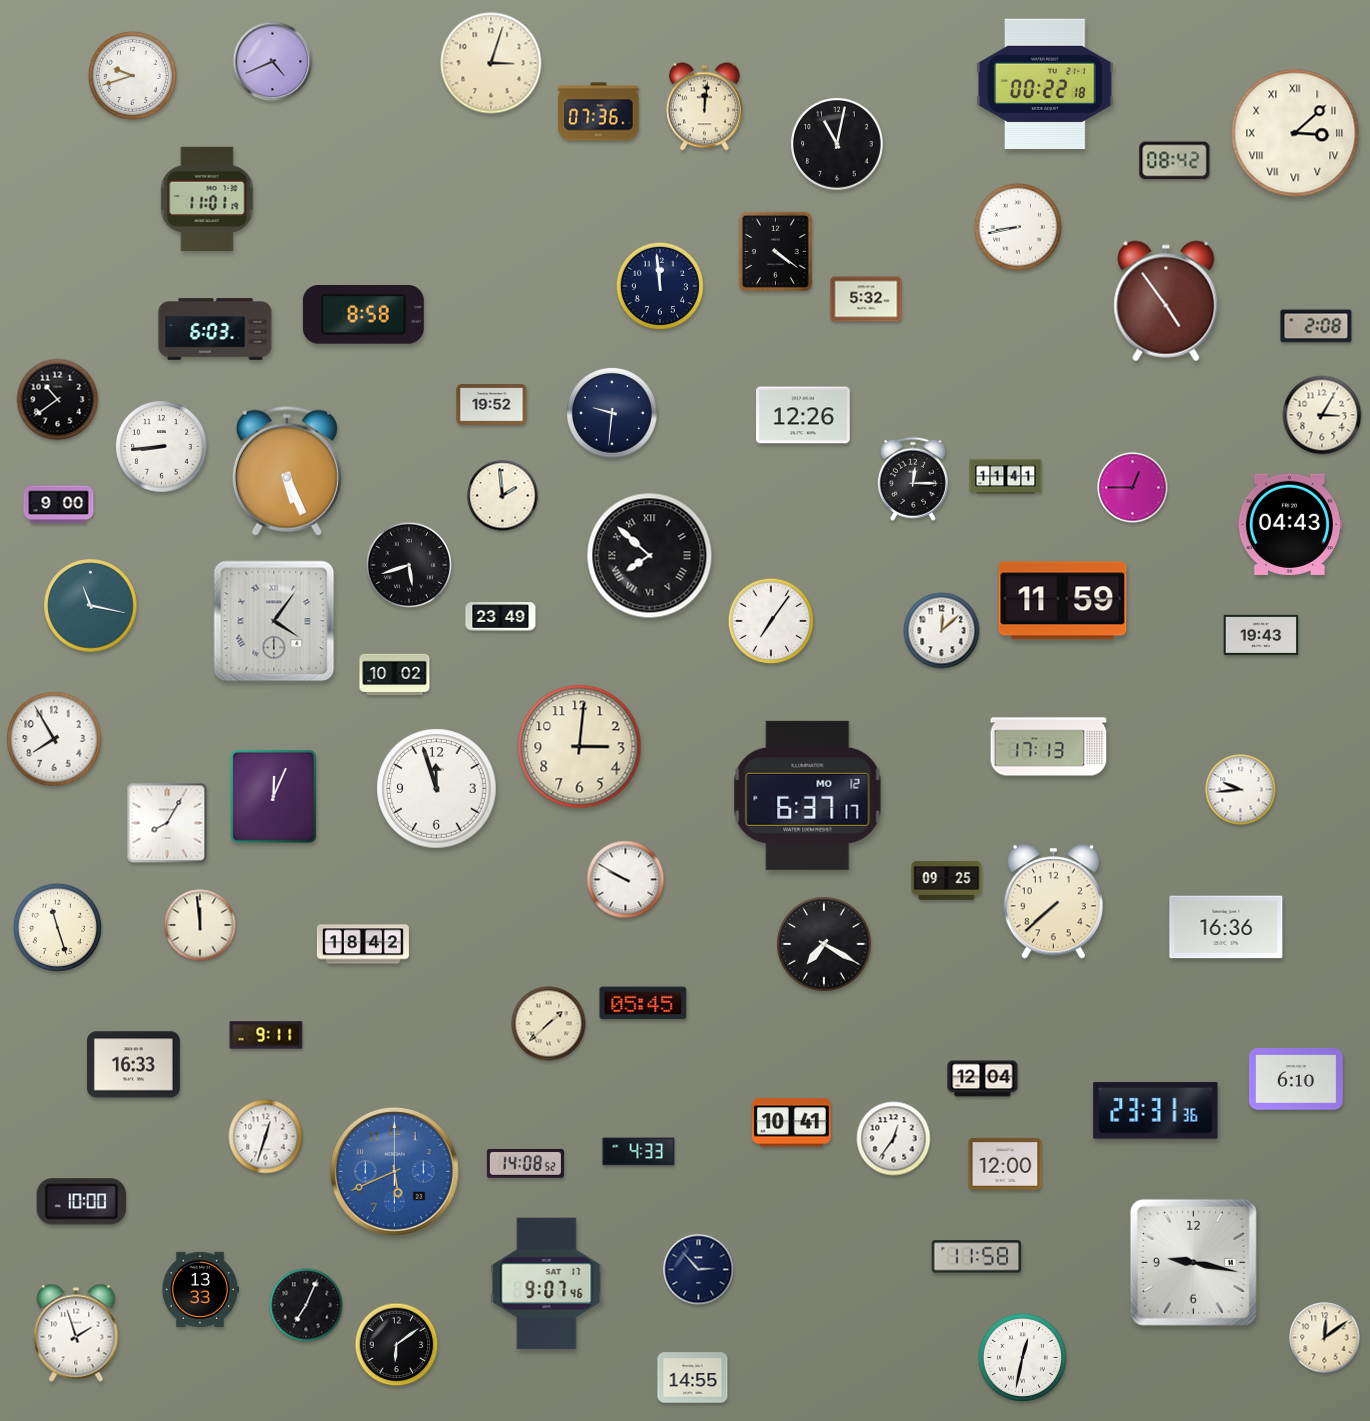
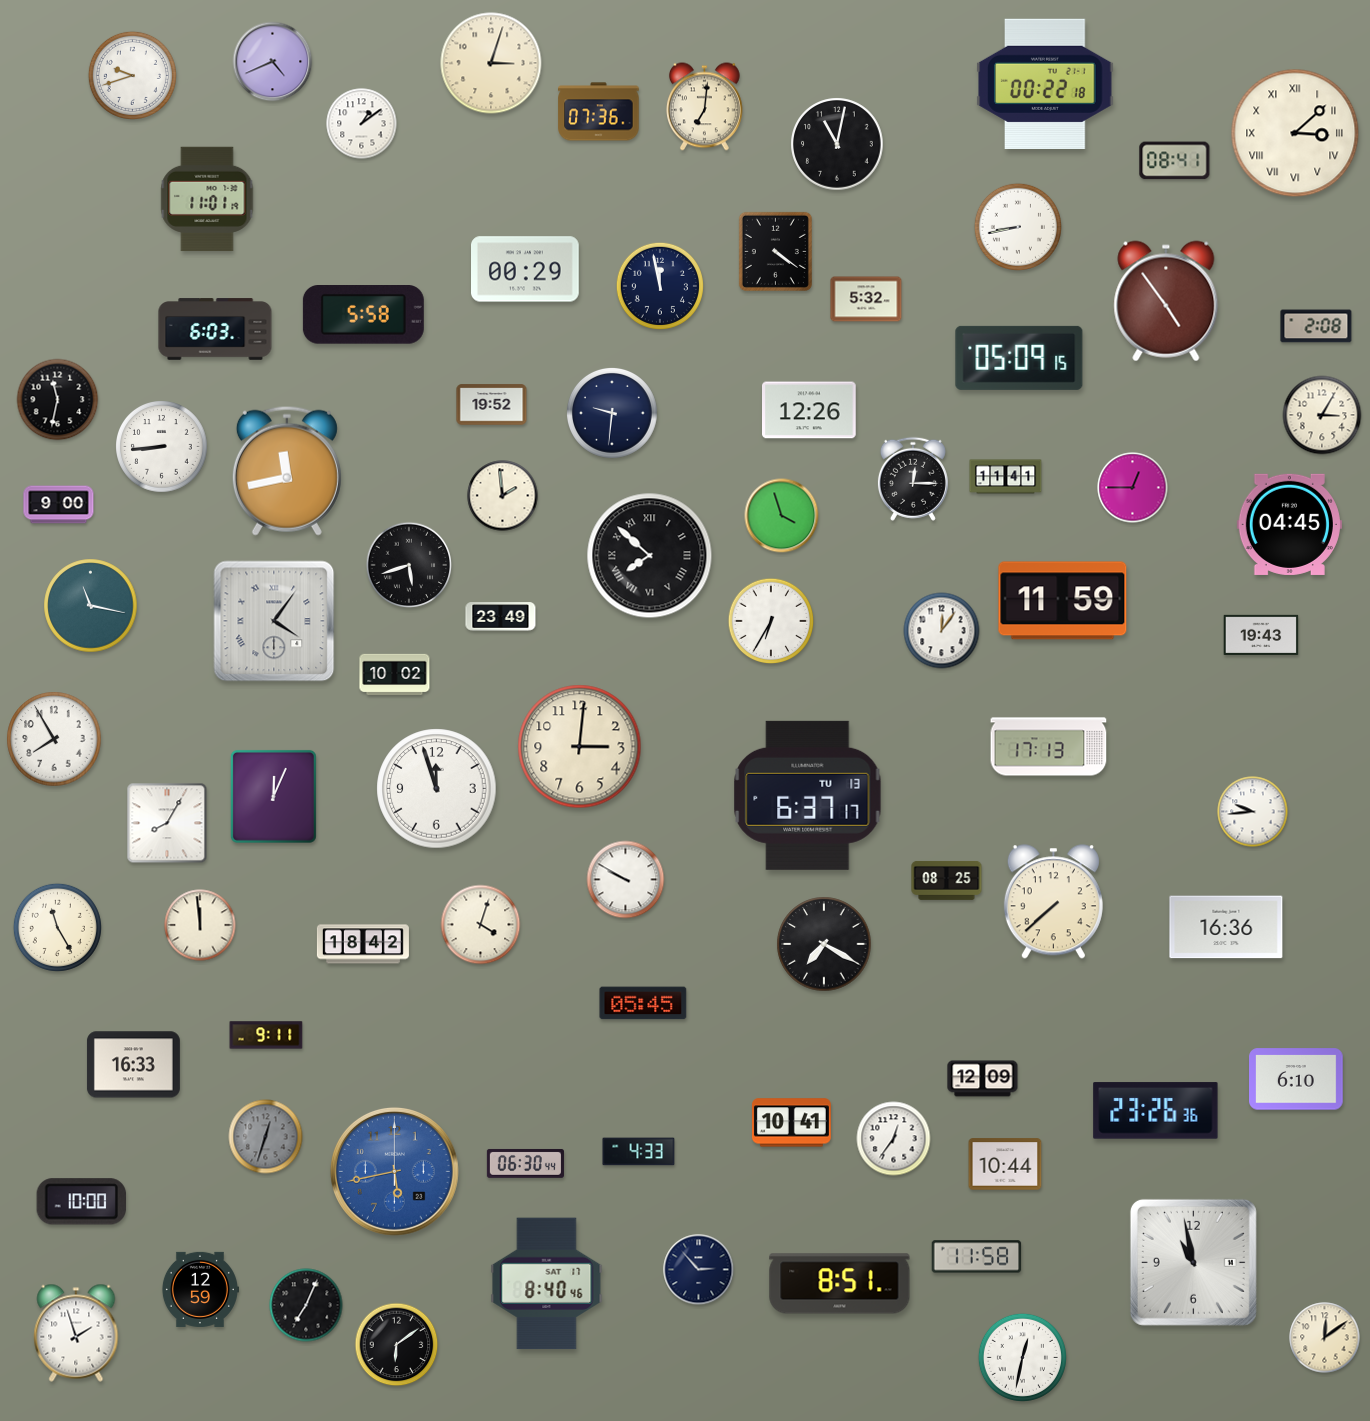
clock at (704, 107): 12:01 -> 7:01
clock at (362, 124): none -> 1:09
clock at (1175, 161): 08:42 -> 08:41
clock at (526, 269): none -> 00:29
clock at (660, 286): 11:59 -> 11:58
clock at (363, 315): 8:58 -> 5:58
clock at (1019, 358): none -> 05:09
clock at (58, 400): 10:39 -> 11:32
clock at (804, 415) position: (804, 415) -> (810, 410)
clock at (287, 471): 5:26 -> 11:43
clock at (782, 516): none -> 3:57
clock at (1289, 524): 04:43 -> 04:45
clock at (771, 621): 7:06 -> 6:35
clock at (942, 631): 12:08 -> 12:06
clock at (1241, 790) position: (1241, 790) -> (1253, 812)
clock at (808, 795) date: MO 12 -> TU 13
clock at (947, 880): 09:25 -> 08:25
clock at (481, 925): none -> 4:03
clock at (57, 927): 11:27 -> 11:25
clock at (549, 1024): 1:38 -> none
clock at (983, 1079): 12:04 -> 12:09
clock at (1156, 1111): 23:31 -> 23:26
clock at (266, 1137) dial: white -> grey
clock at (525, 1164): 14:08 -> 06:30
clock at (1005, 1164): 12:00 -> 10:44
clock at (394, 1171): 5:41 -> 5:43
clock at (1193, 1262): 9:17 -> 10:58
clock at (547, 1284): 9:07 -> 8:40
clock at (840, 1284): none -> 8:51
clock at (200, 1289): 13:33 -> 12:59
clock at (693, 1378): 14:55 -> none
